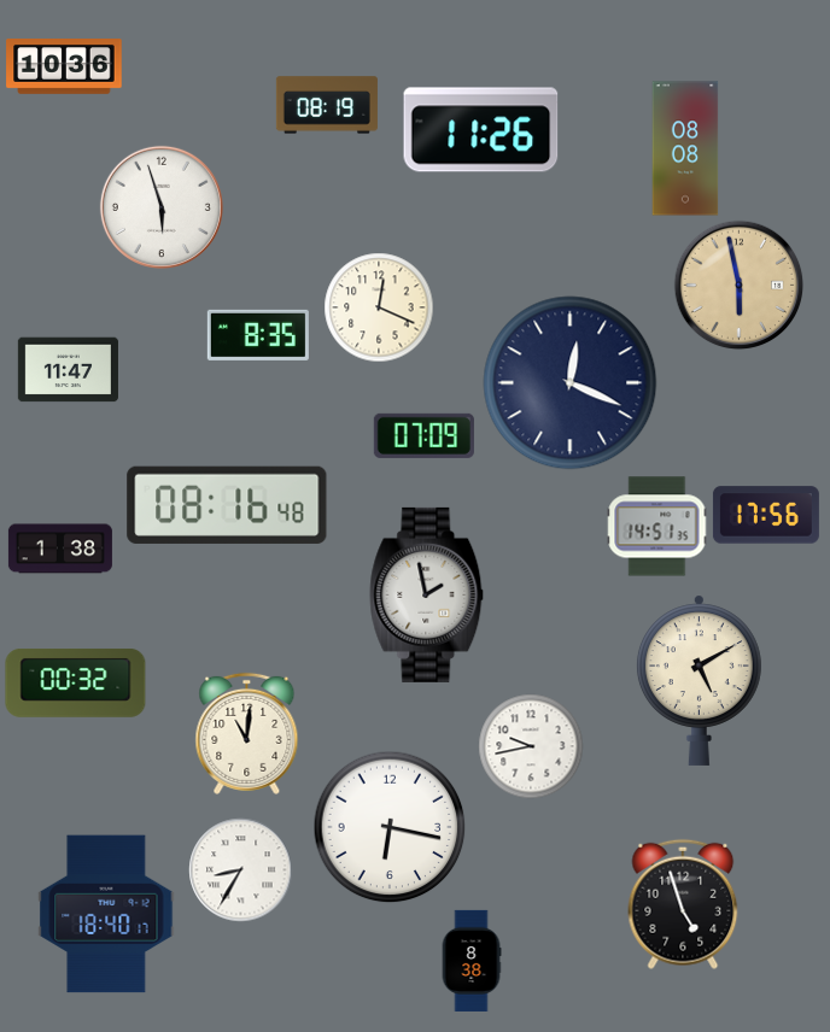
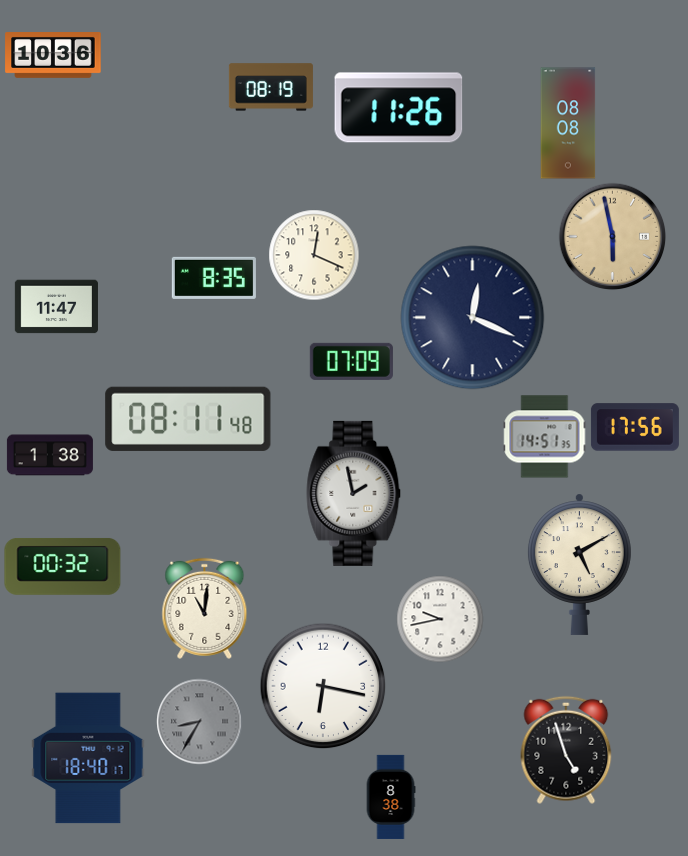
clock at (162, 207): 5:57 -> none
clock at (227, 505): 08:16 -> 08:11
clock at (240, 869) dial: white -> grey
